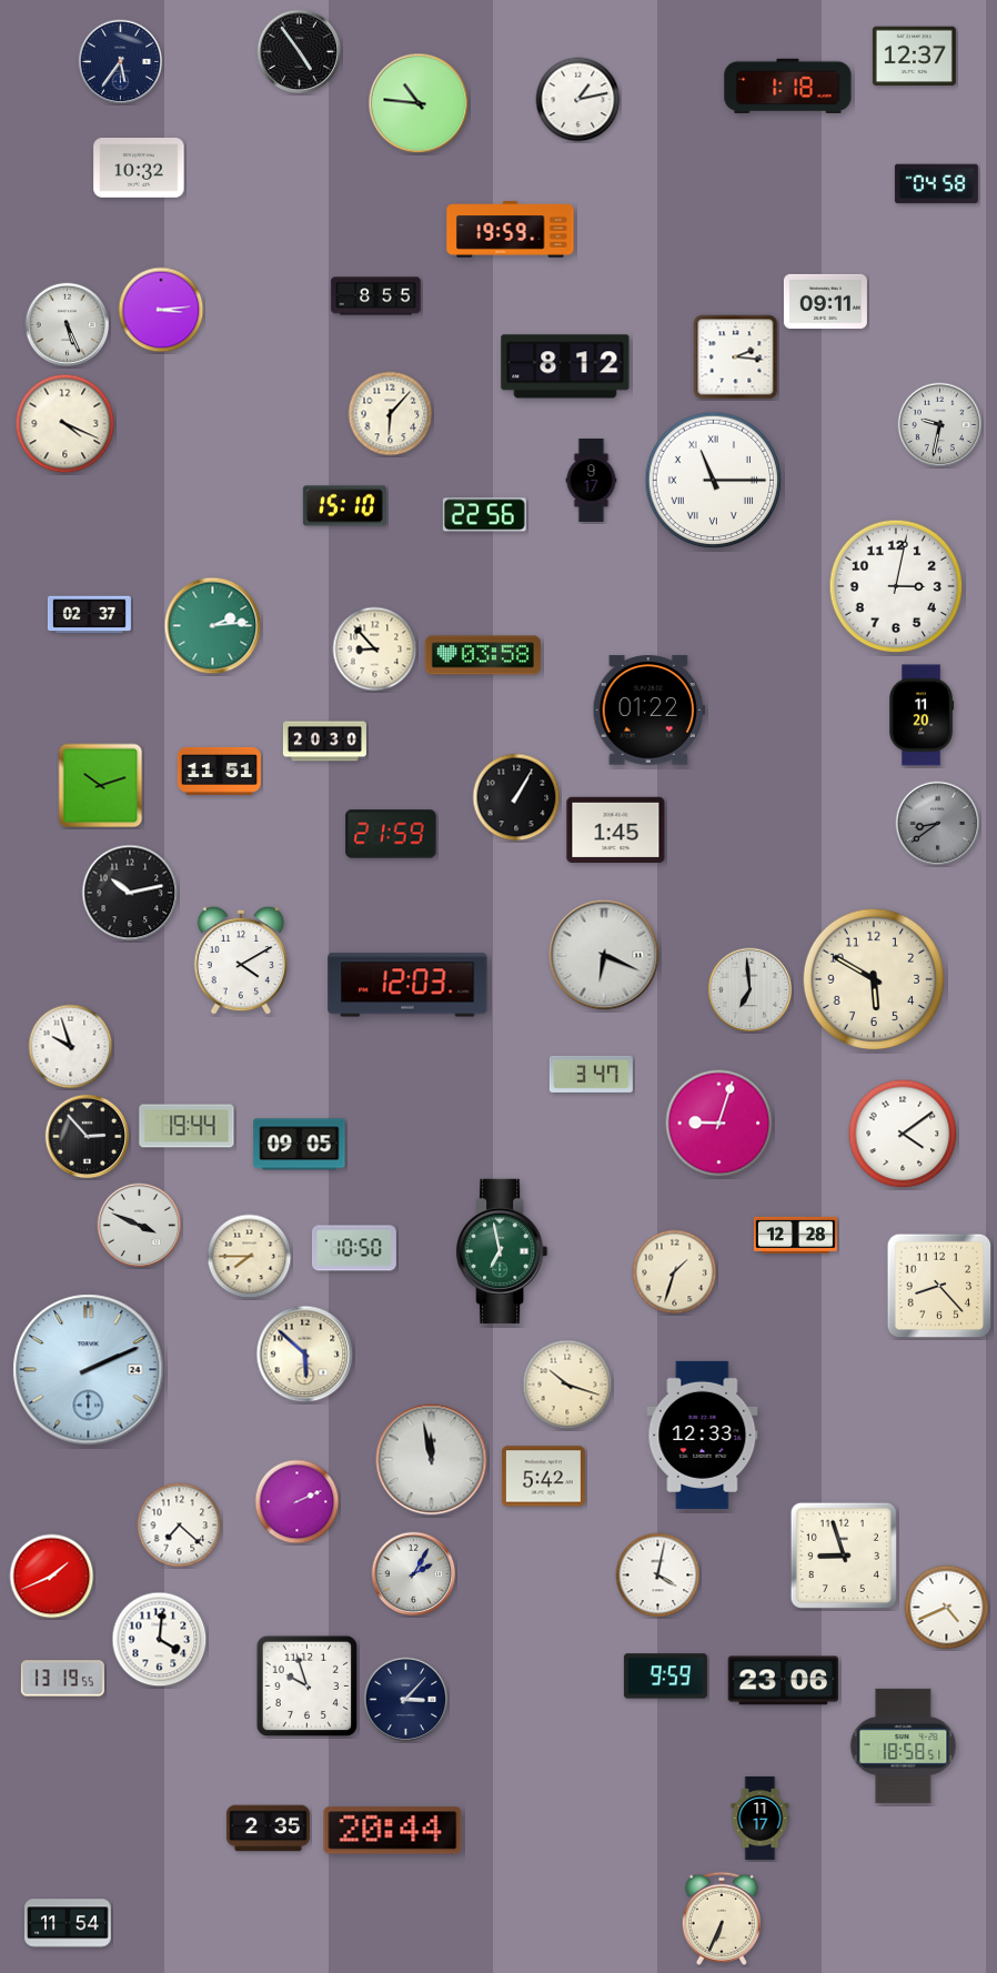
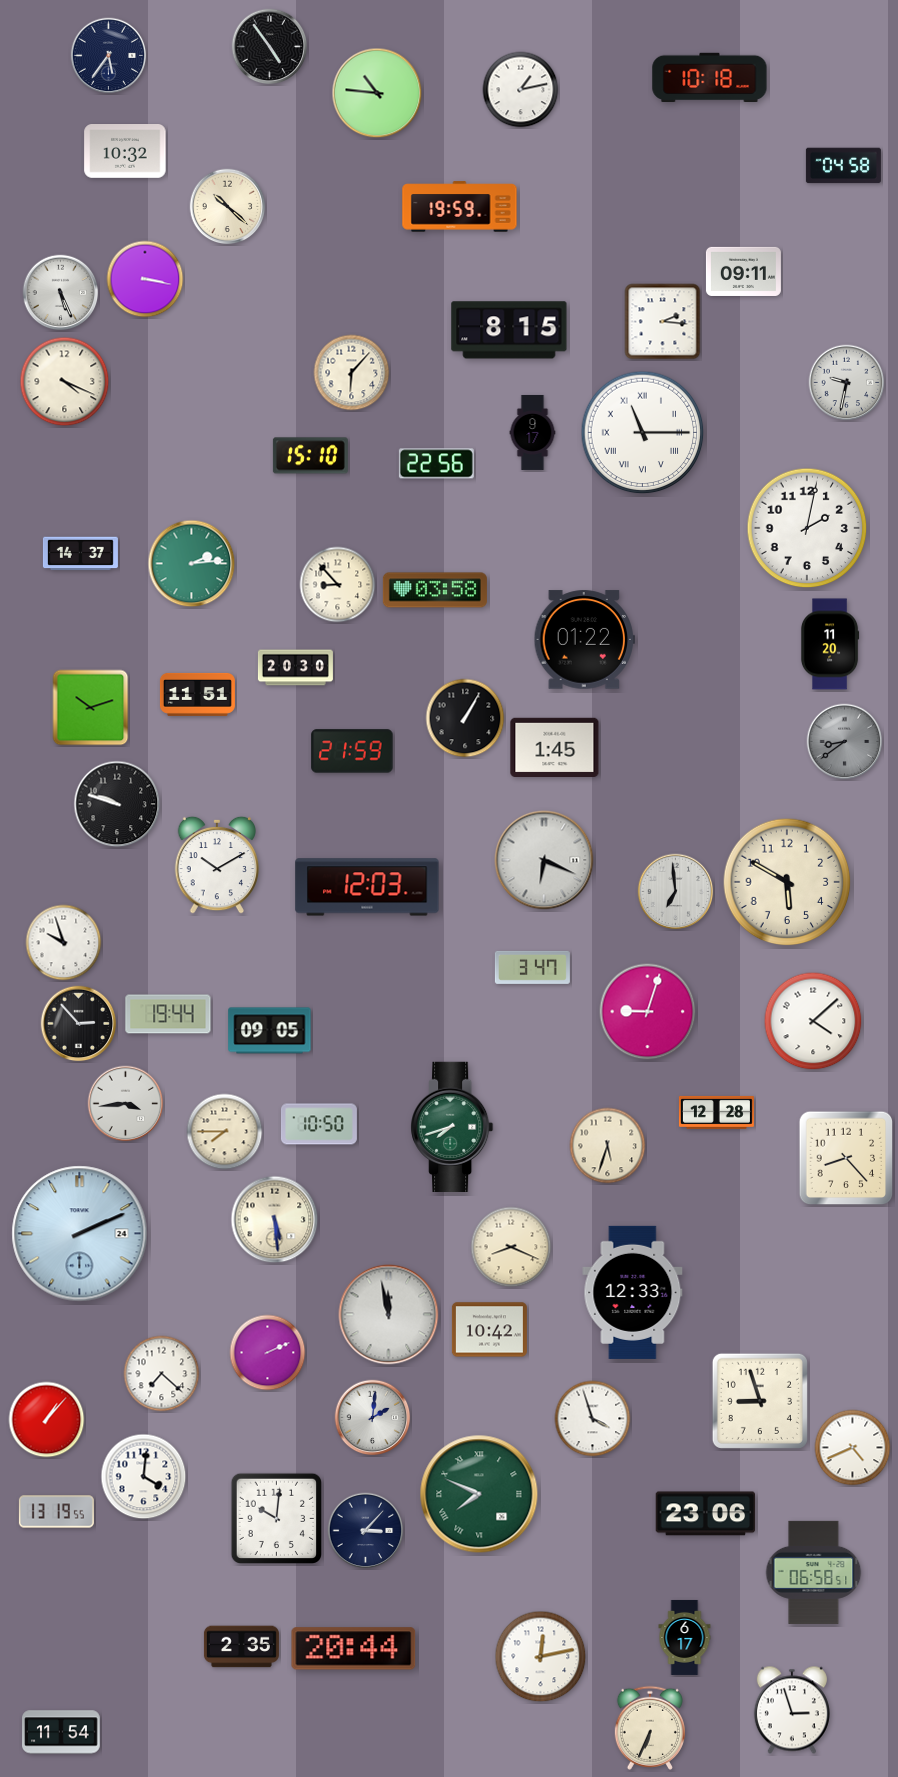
clock at (914, 57): 12:37 -> none
clock at (788, 87): 1:18 -> 10:18
clock at (228, 207): none -> 10:22
clock at (376, 296): 8:55 -> none
clock at (161, 310): 3:14 -> 3:17
clock at (565, 366): 8:12 -> 8:15
clock at (66, 424) position: (66, 424) -> (65, 382)
clock at (896, 586): 3:02 -> 2:02
clock at (89, 615): 02:37 -> 14:37
clock at (324, 742) position: (324, 742) -> (295, 668)
clock at (130, 893): 10:13 -> 9:48
clock at (240, 960): 4:10 -> 10:10
clock at (903, 1134): 4:09 -> 4:08
clock at (140, 1226): 3:49 -> 3:44
clock at (503, 1250): 6:58 -> 7:42
clock at (675, 1272): 1:33 -> 5:33
clock at (305, 1355): 5:52 -> 5:29
clock at (567, 1385): 10:18 -> 8:19
clock at (543, 1477): 5:42 -> 10:42
clock at (414, 1574): 2:05 -> 2:01
clock at (658, 1576): 4:02 -> 3:57
clock at (52, 1577): 1:41 -> 1:07
clock at (479, 1494): none -> 7:49
clock at (665, 1677): 9:59 -> none
clock at (306, 1685): 9:57 -> 10:01
clock at (904, 1745): 18:58 -> 06:58
clock at (761, 1818): 11:17 -> 6:17
clock at (541, 1657): none -> 12:13
clock at (792, 1710): none -> 2:57
